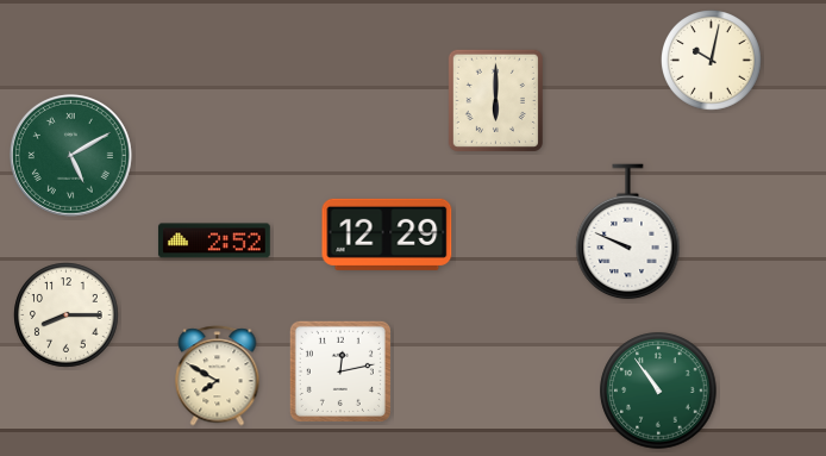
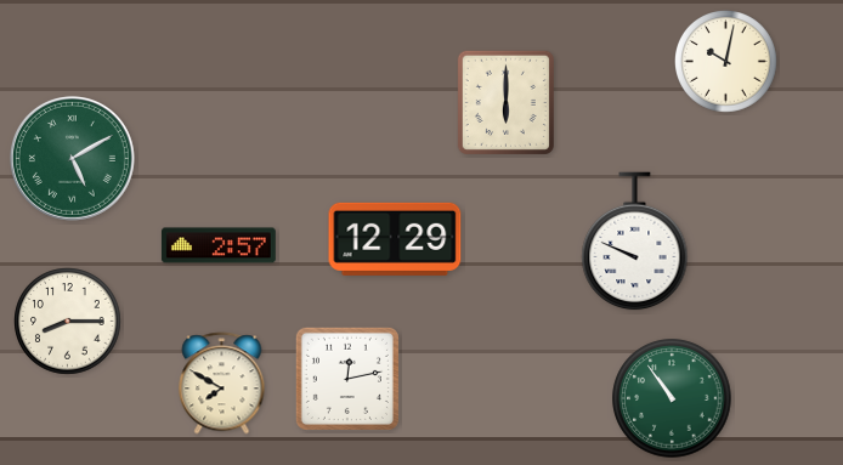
clock at (628, 232) position: (628, 232) -> (635, 242)
clock at (214, 241): 2:52 -> 2:57
